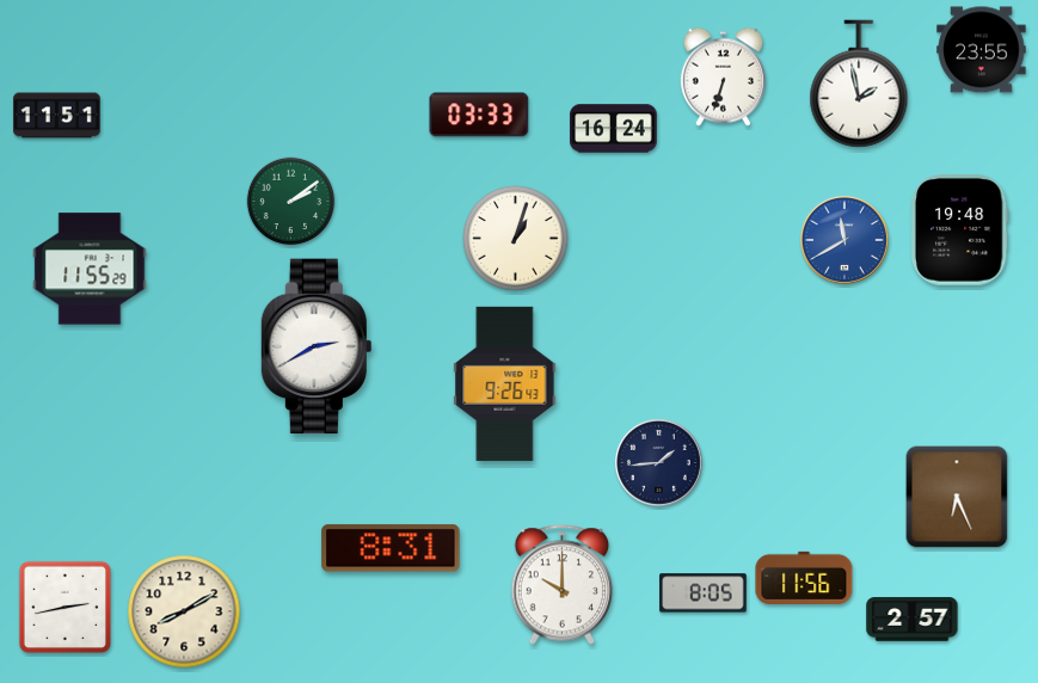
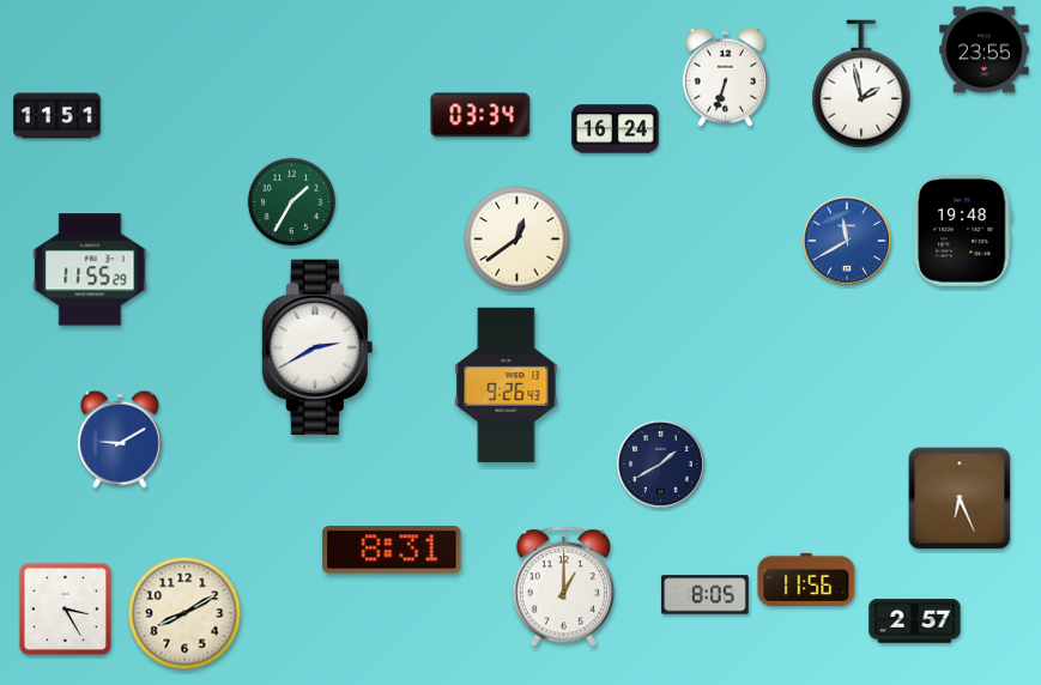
clock at (479, 115): 03:33 -> 03:34
clock at (291, 202): 2:09 -> 1:35
clock at (516, 239): 1:03 -> 12:39
clock at (120, 440): none -> 9:10
clock at (658, 462): 1:44 -> 1:40
clock at (561, 585): 10:00 -> 1:00
clock at (66, 608): 2:43 -> 3:25
